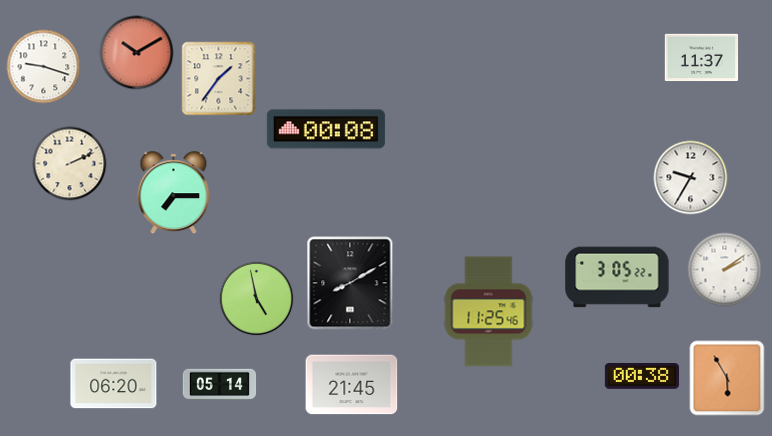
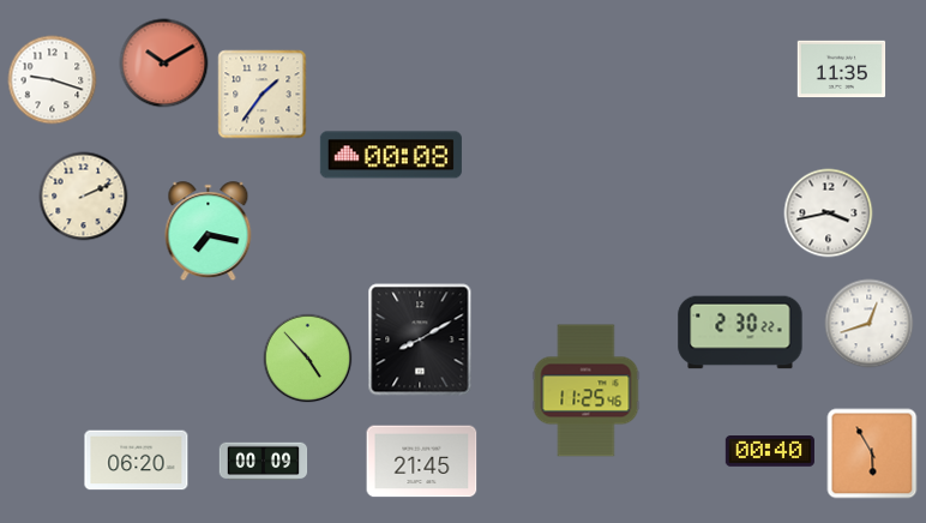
clock at (702, 58): 11:37 -> 11:35
clock at (691, 178): 9:35 -> 3:43
clock at (174, 193): 7:15 -> 7:17
clock at (725, 270): 2:09 -> 12:42
clock at (617, 277): 3:05 -> 2:30
clock at (257, 299): 4:58 -> 4:53
clock at (489, 312) position: (489, 312) -> (587, 391)
clock at (642, 377): 00:38 -> 00:40
clock at (220, 385): 05:14 -> 00:09
